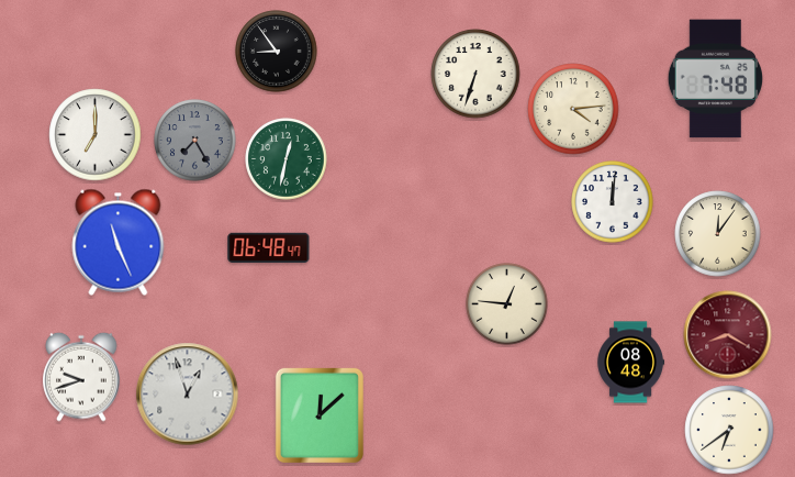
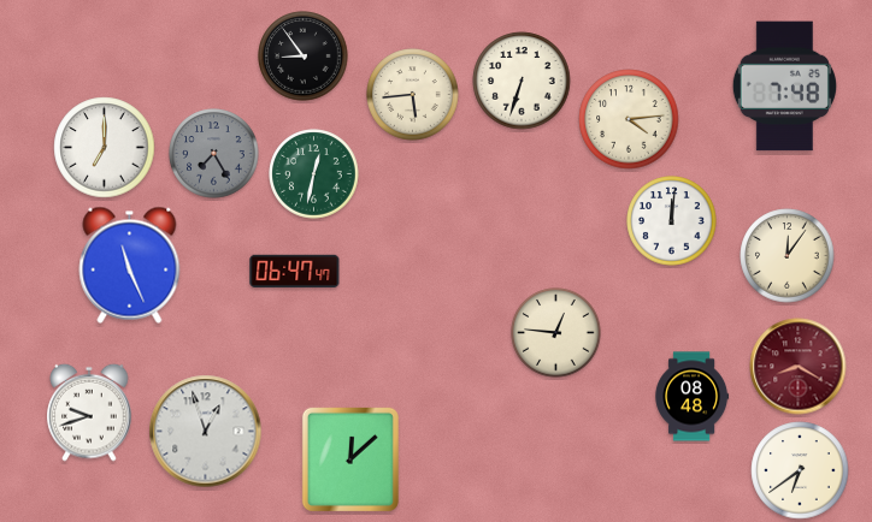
clock at (413, 95): none -> 5:44
clock at (269, 247): 06:48 -> 06:47
clock at (320, 415) position: (320, 415) -> (350, 459)
